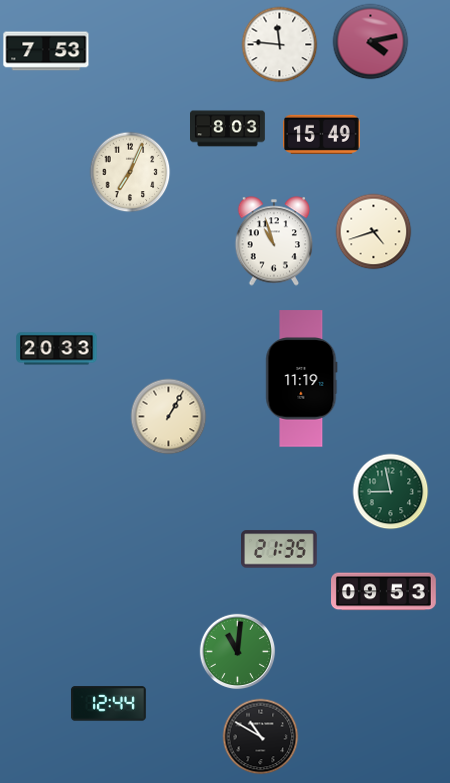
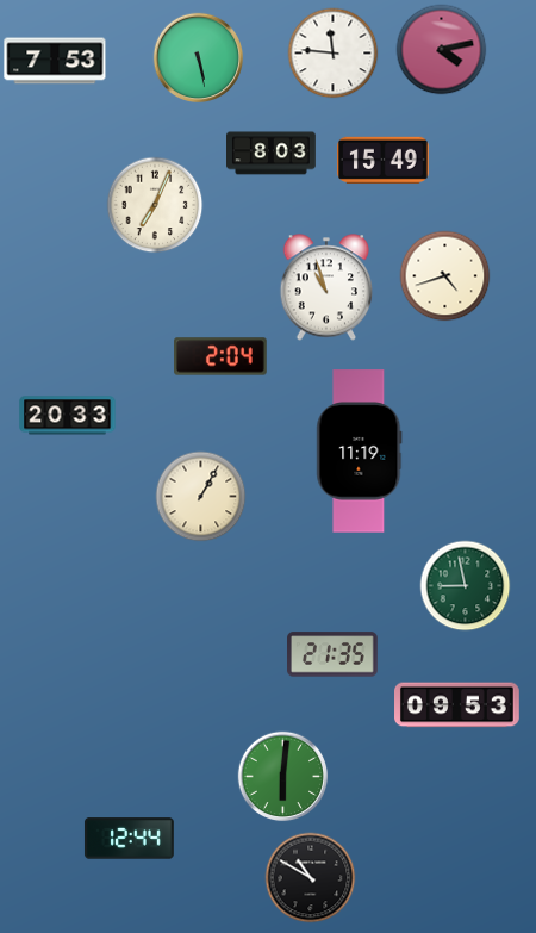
clock at (199, 58): none -> 5:28
clock at (220, 356): none -> 2:04
clock at (238, 652): 11:01 -> 6:01
